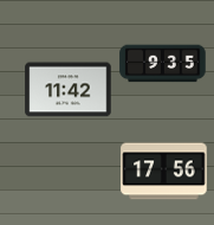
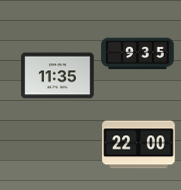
clock at (69, 90): 11:42 -> 11:35
clock at (164, 172): 17:56 -> 22:00
